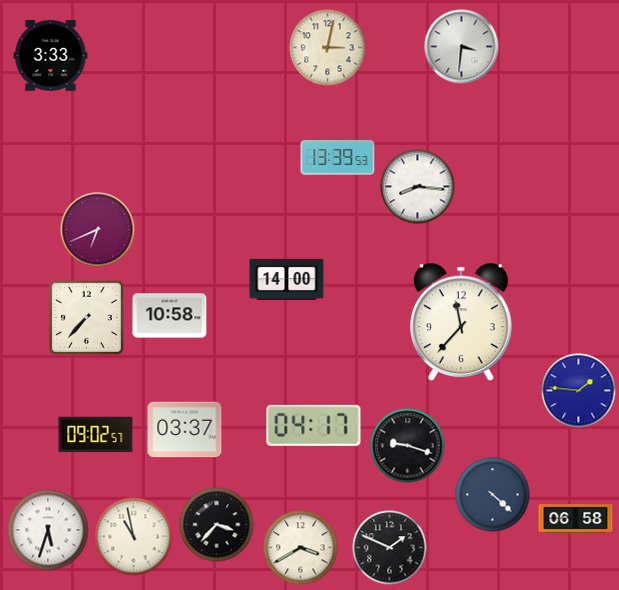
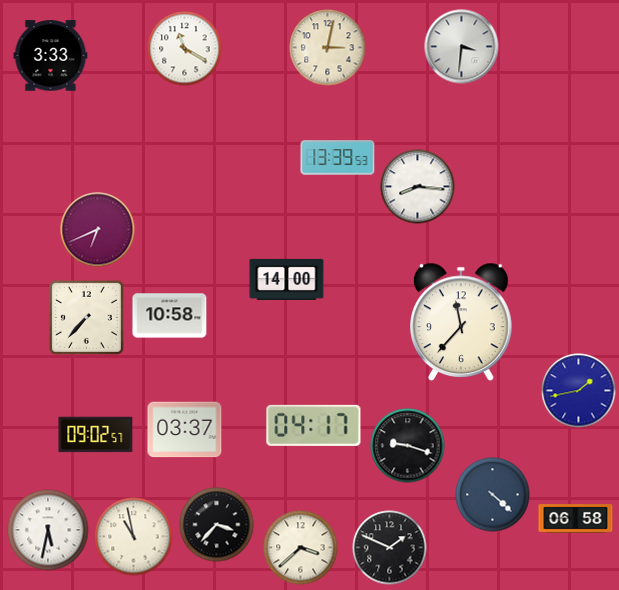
clock at (185, 49): none -> 11:20
clock at (579, 391): 1:46 -> 1:43
clock at (48, 530): 5:33 -> 5:32
clock at (301, 548): 3:40 -> 3:38
